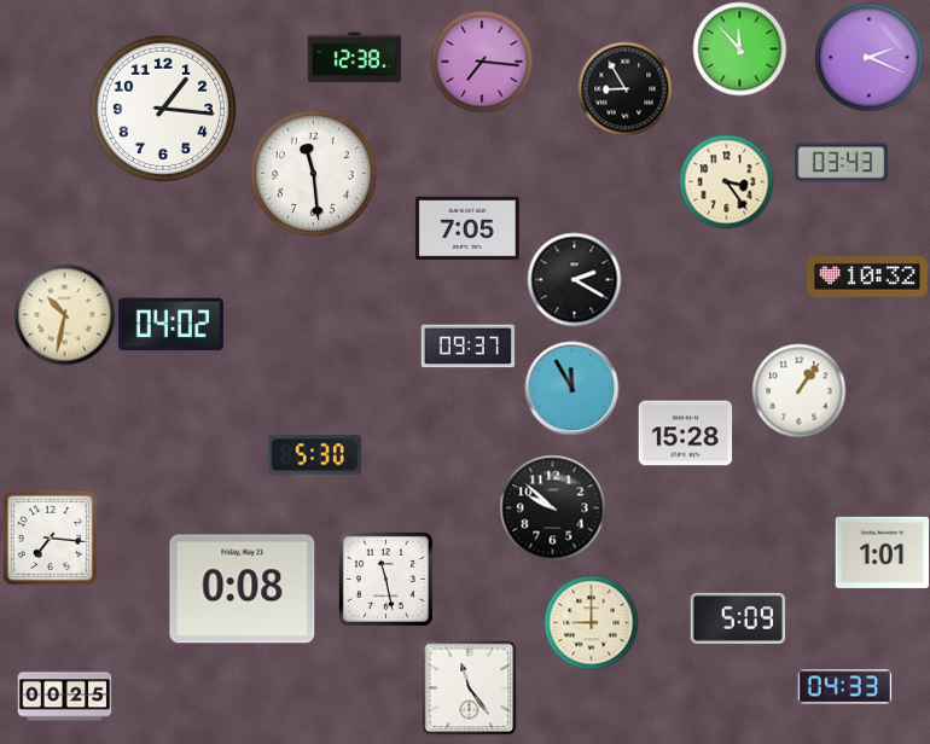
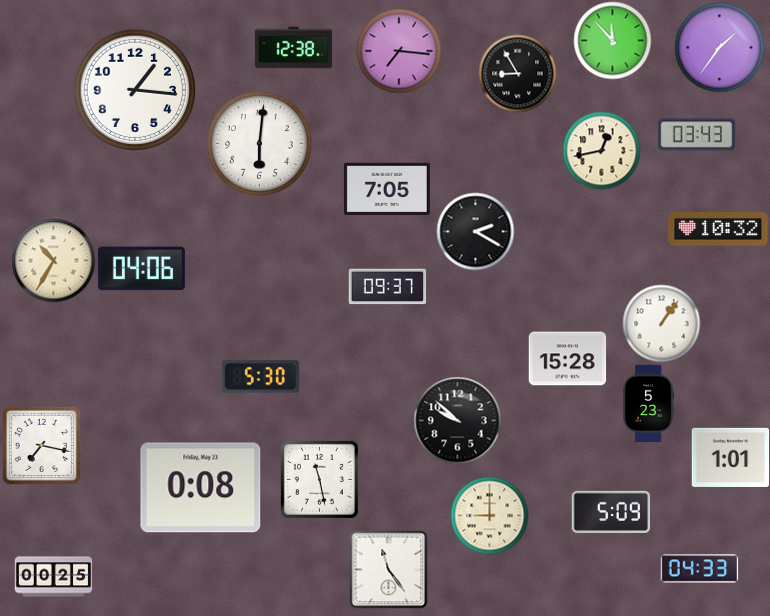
clock at (868, 57): 2:19 -> 1:36
clock at (313, 173): 11:29 -> 6:01
clock at (726, 181): 3:24 -> 12:43
clock at (64, 314): 10:32 -> 10:35
clock at (170, 325): 04:02 -> 04:06
clock at (571, 388): 11:55 -> none
clock at (649, 403): none -> 5:23
clock at (50, 537): 7:16 -> 7:17
